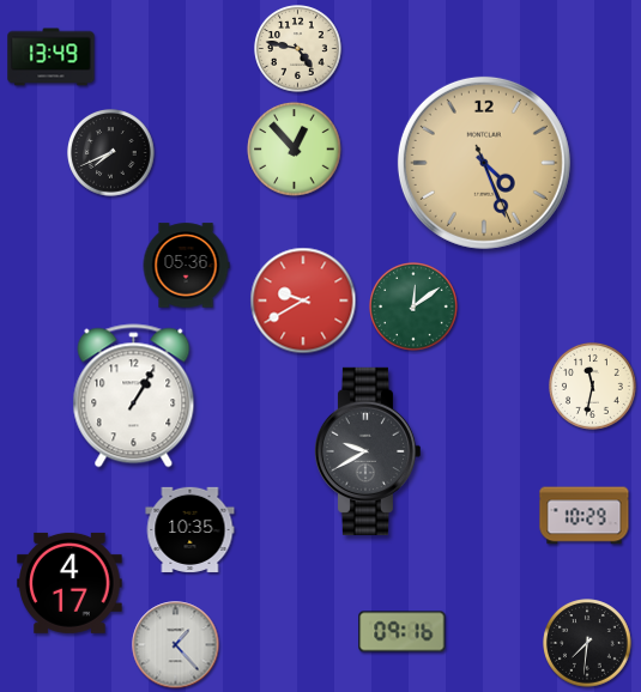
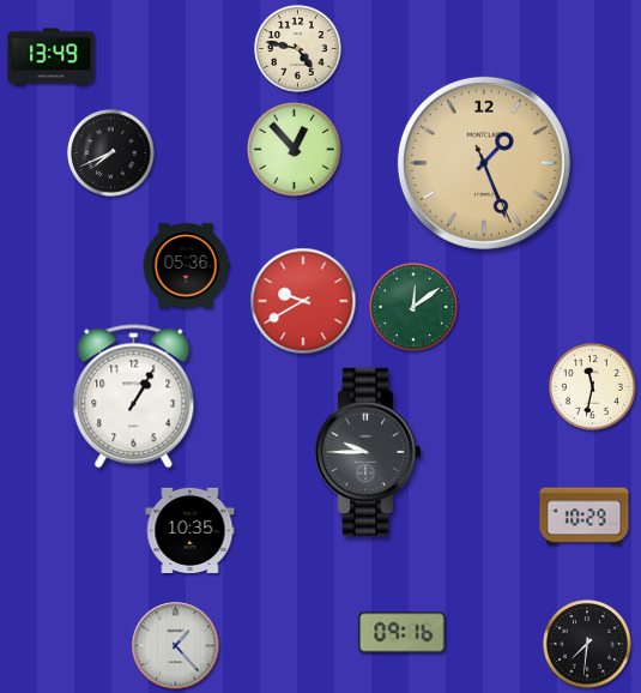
clock at (484, 163): 4:26 -> 1:26
clock at (367, 451): 9:40 -> 9:45
clock at (69, 583): 4:17 -> none
